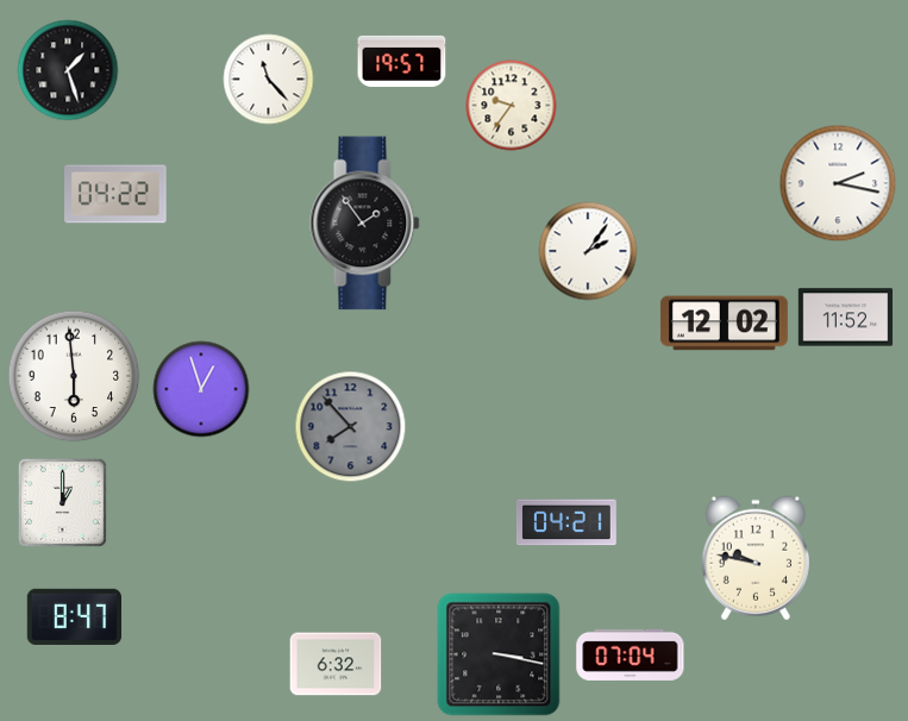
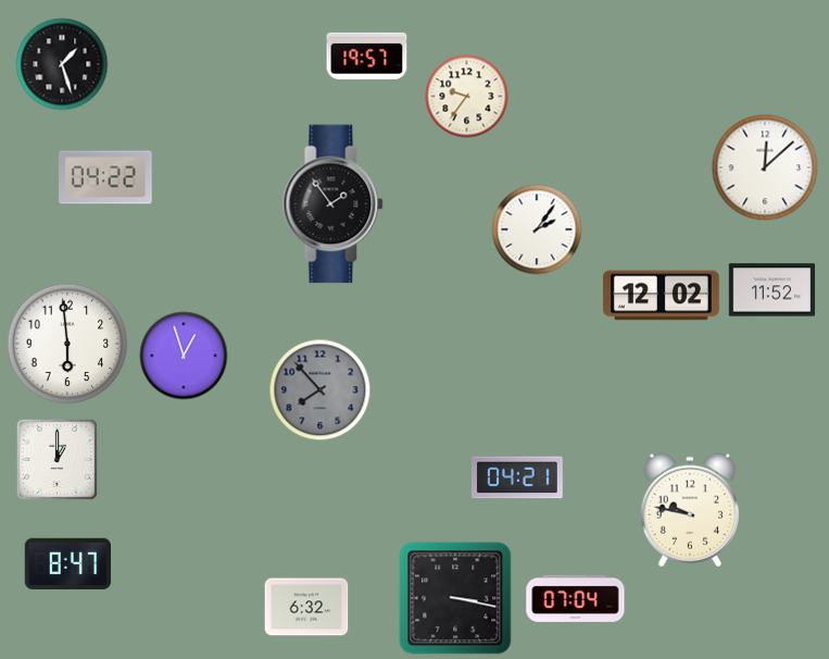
clock at (269, 80): 11:23 -> none
clock at (838, 183): 2:17 -> 12:08
